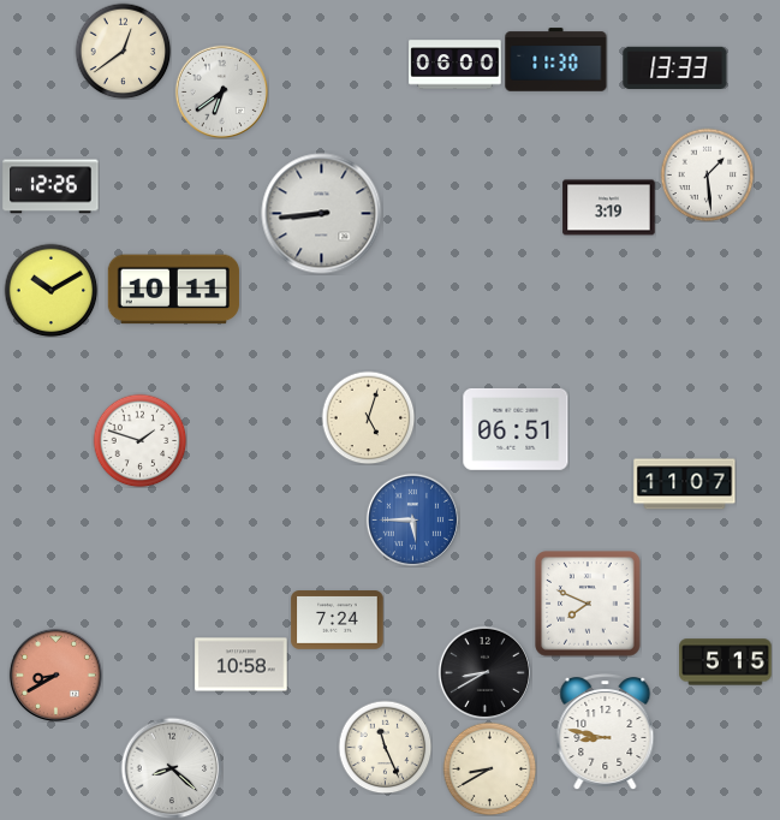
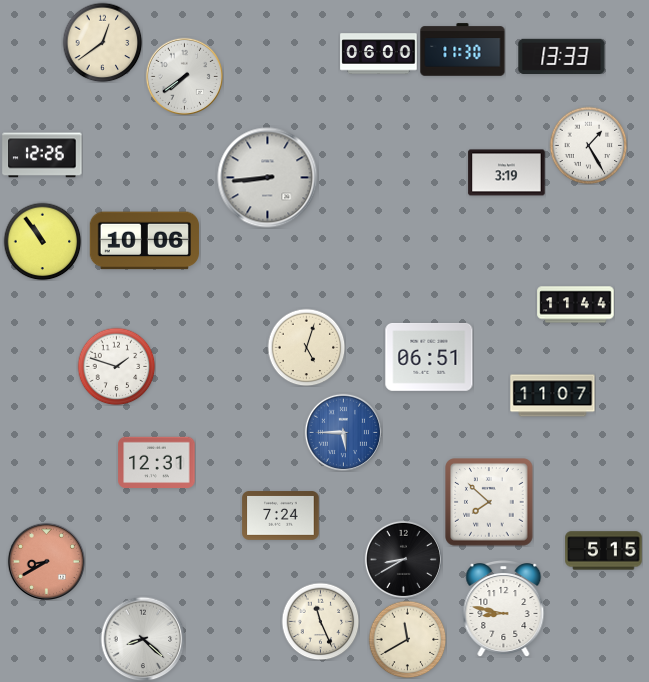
clock at (221, 91): 6:39 -> 7:39
clock at (707, 174): 1:29 -> 1:25
clock at (50, 290): 10:10 -> 10:54
clock at (173, 290): 10:11 -> 10:06
clock at (576, 305): none -> 11:44
clock at (685, 485) position: (685, 485) -> (553, 396)
clock at (157, 463): none -> 12:31
clock at (588, 604): 7:49 -> 7:52
clock at (242, 665): 10:58 -> none
clock at (489, 768): 8:40 -> 11:40
